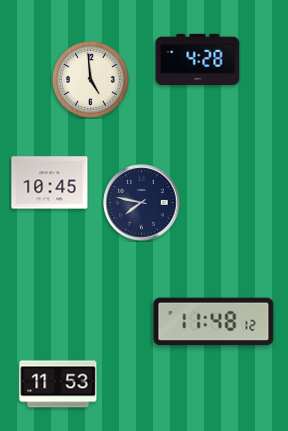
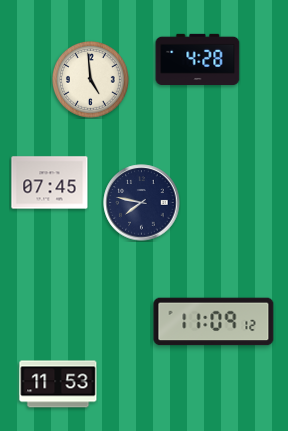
clock at (50, 183): 10:45 -> 07:45
clock at (214, 322): 11:48 -> 11:09
